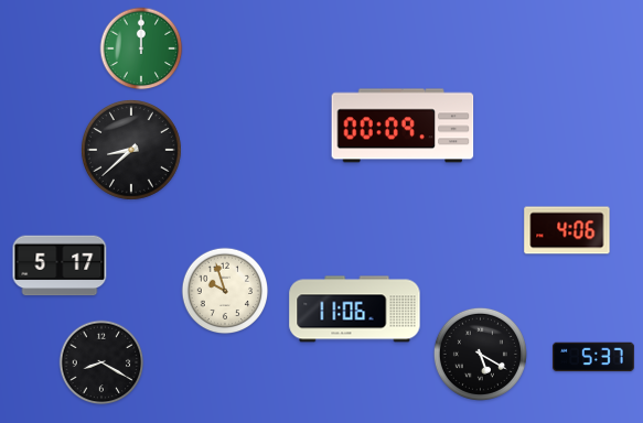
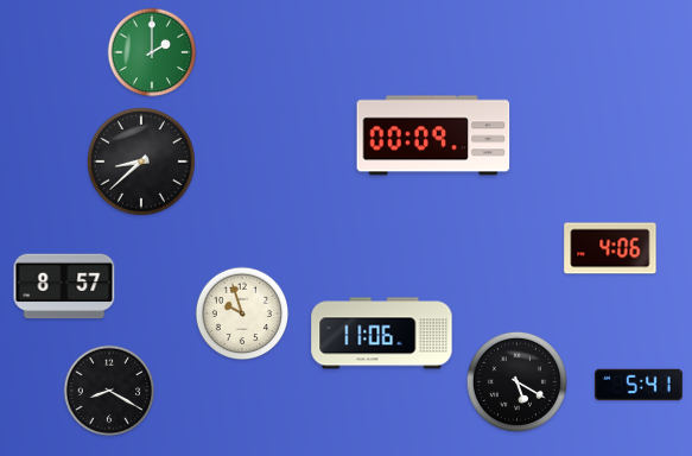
clock at (141, 48): 12:00 -> 2:00
clock at (60, 265): 5:17 -> 8:57
clock at (594, 357): 5:37 -> 5:41
